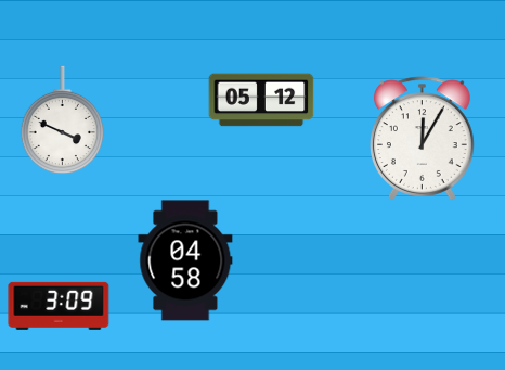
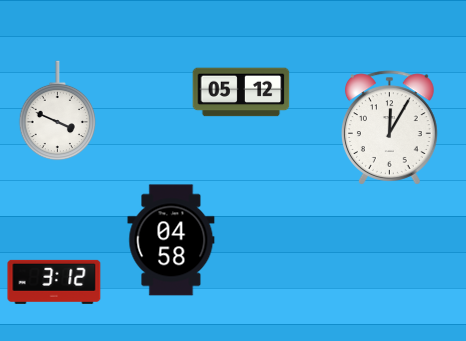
clock at (59, 306): 3:09 -> 3:12
